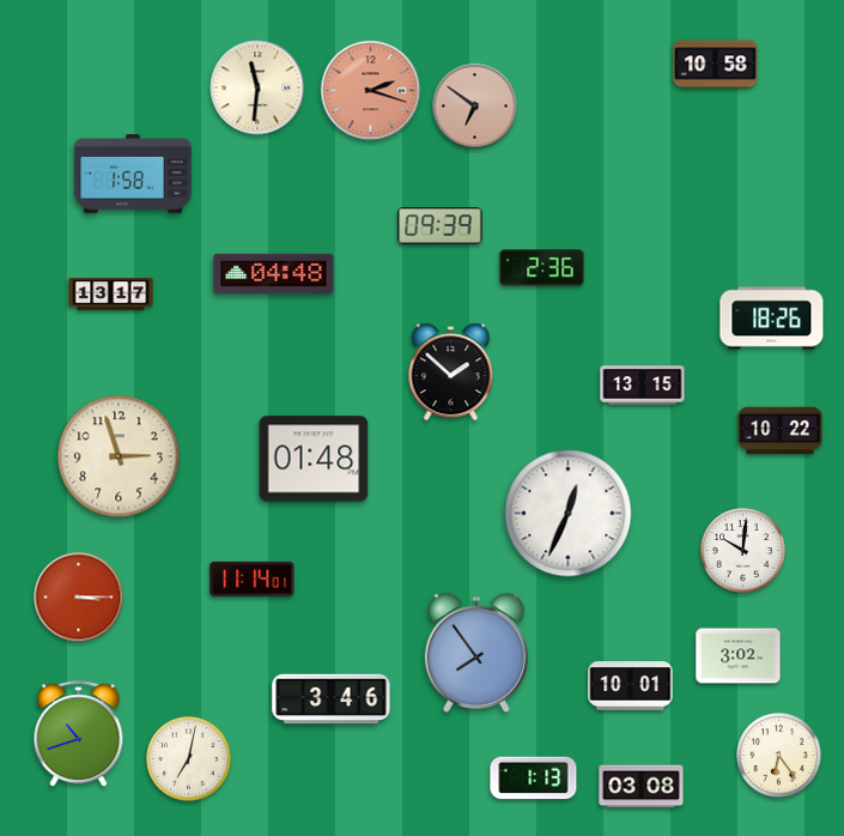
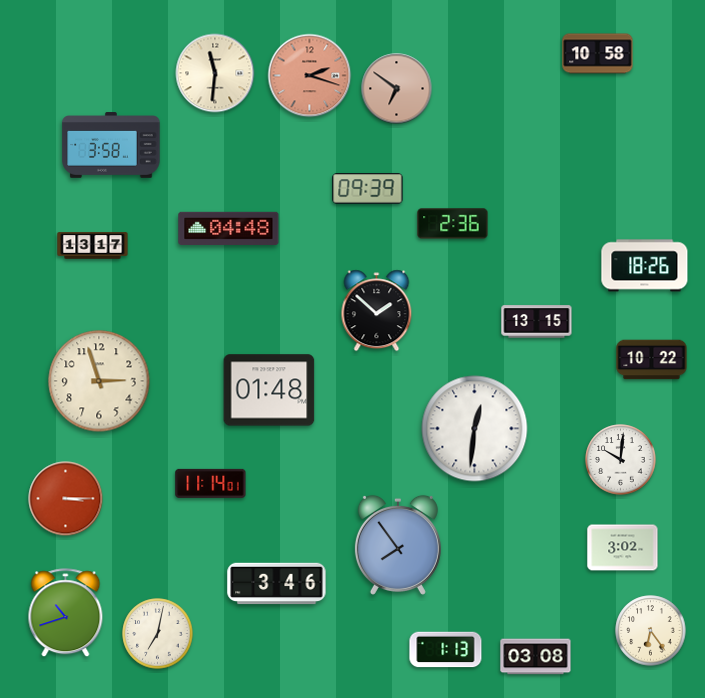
clock at (133, 174): 1:58 -> 3:58
clock at (314, 459) position: (314, 459) -> (269, 390)
clock at (569, 514): 12:34 -> 12:31
clock at (739, 656) position: (739, 656) -> (623, 548)
clock at (631, 686): 10:01 -> none
